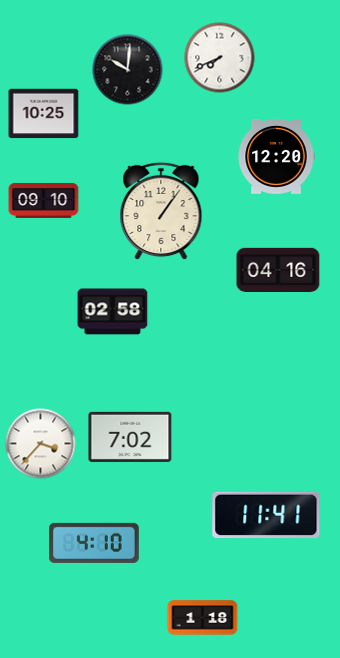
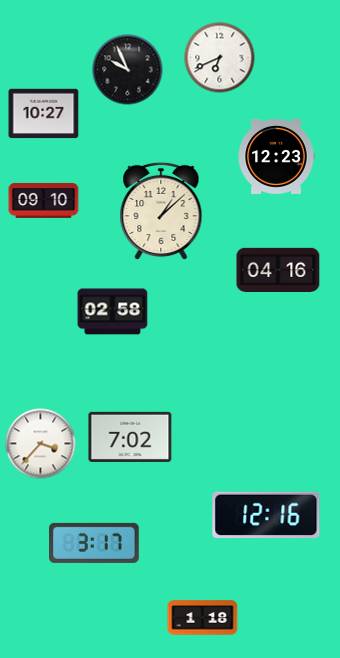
clock at (220, 58): 7:41 -> 6:41
clock at (128, 70): 10:01 -> 9:56
clock at (44, 114): 10:25 -> 10:27
clock at (276, 156): 12:20 -> 12:23
clock at (161, 211): 1:06 -> 1:08
clock at (266, 515): 11:41 -> 12:16
clock at (95, 543): 4:10 -> 3:17
